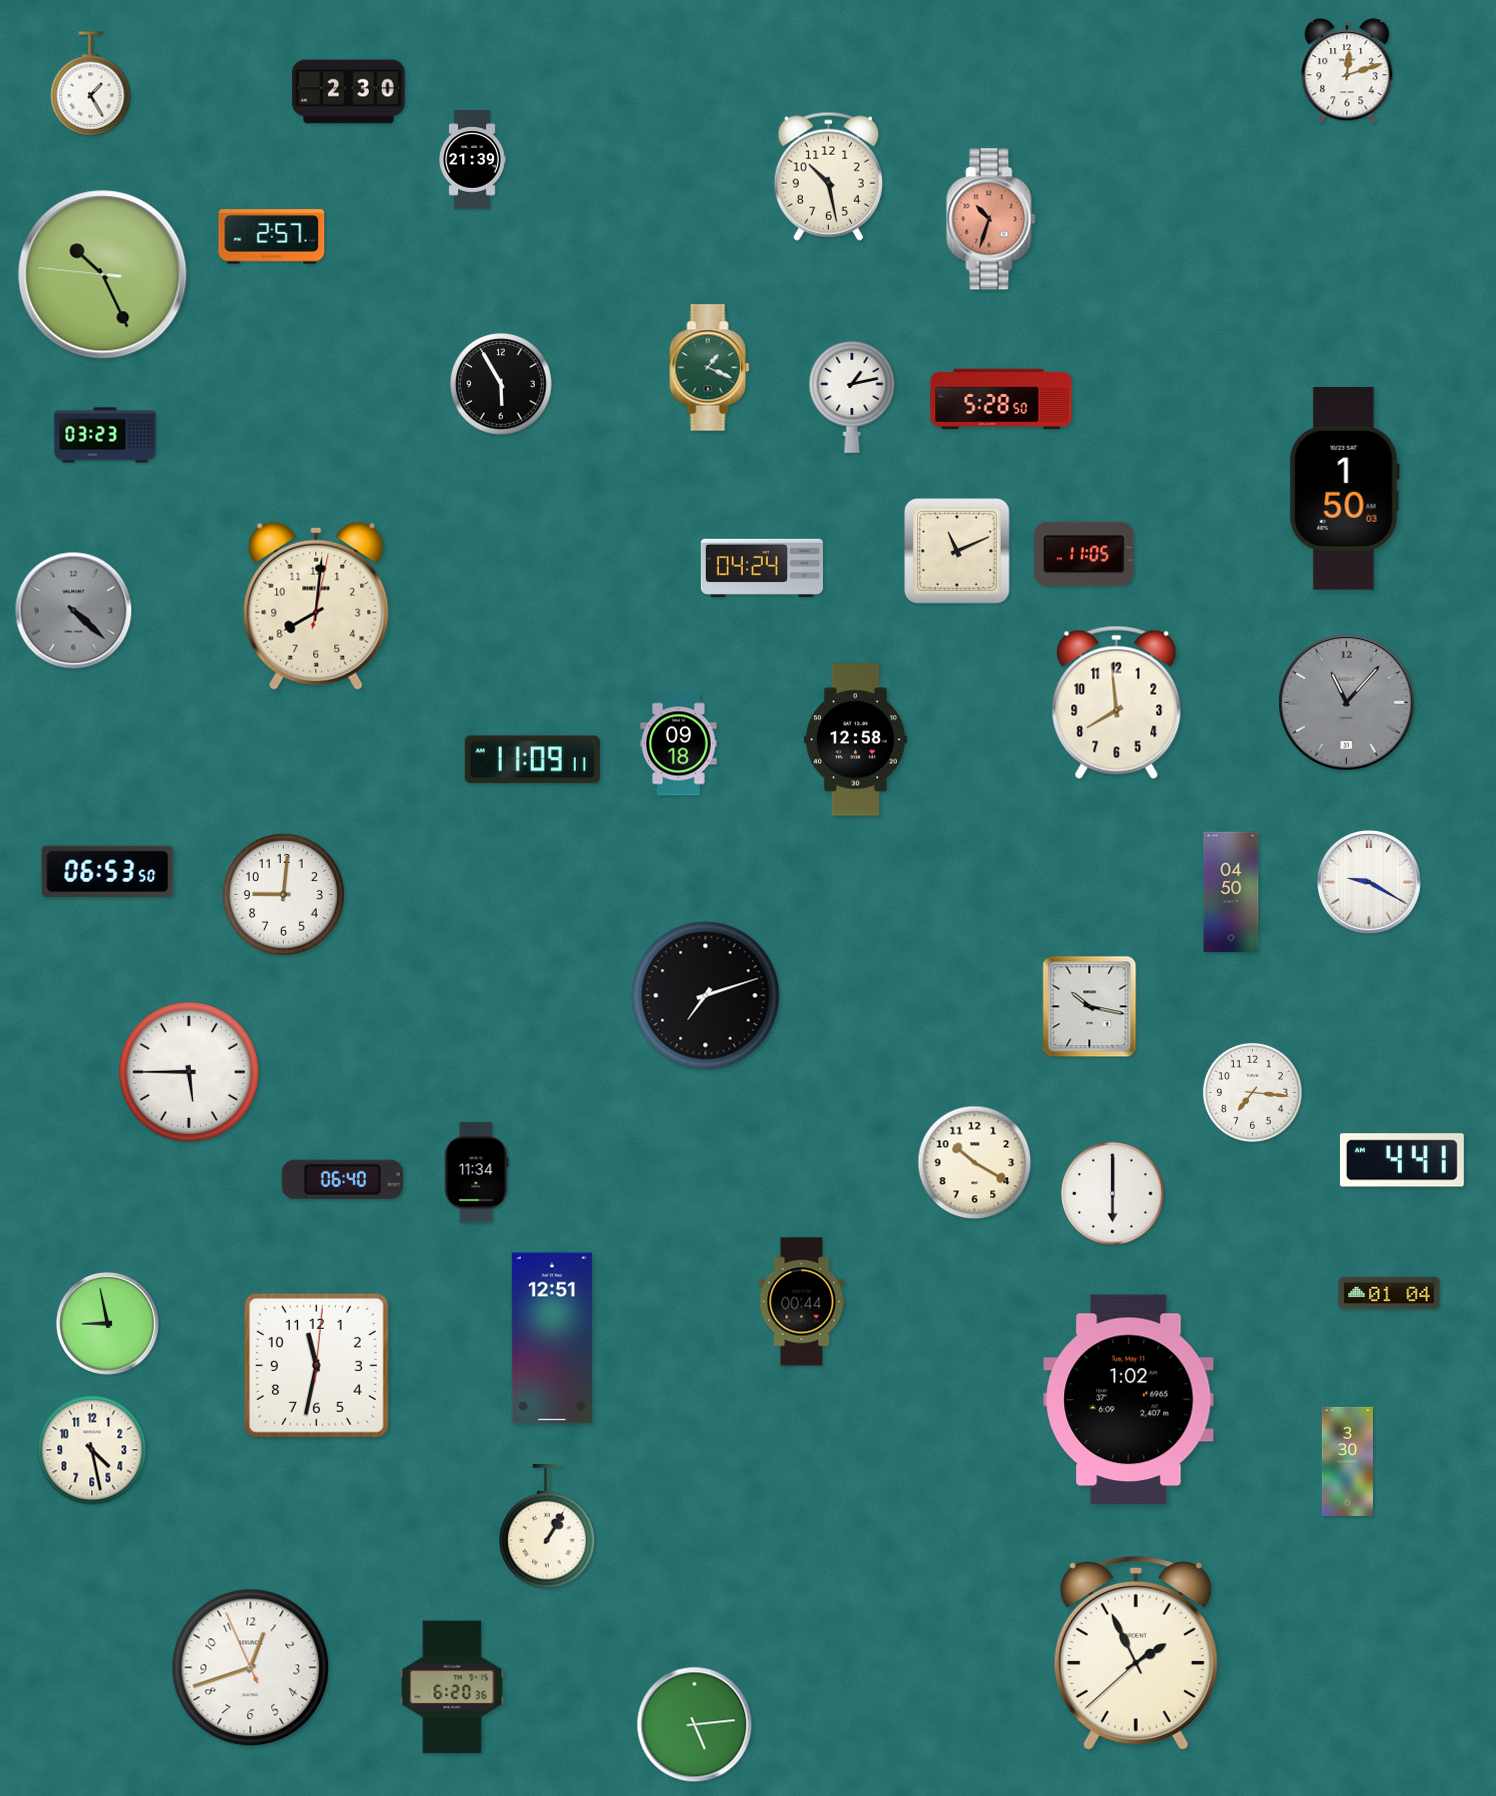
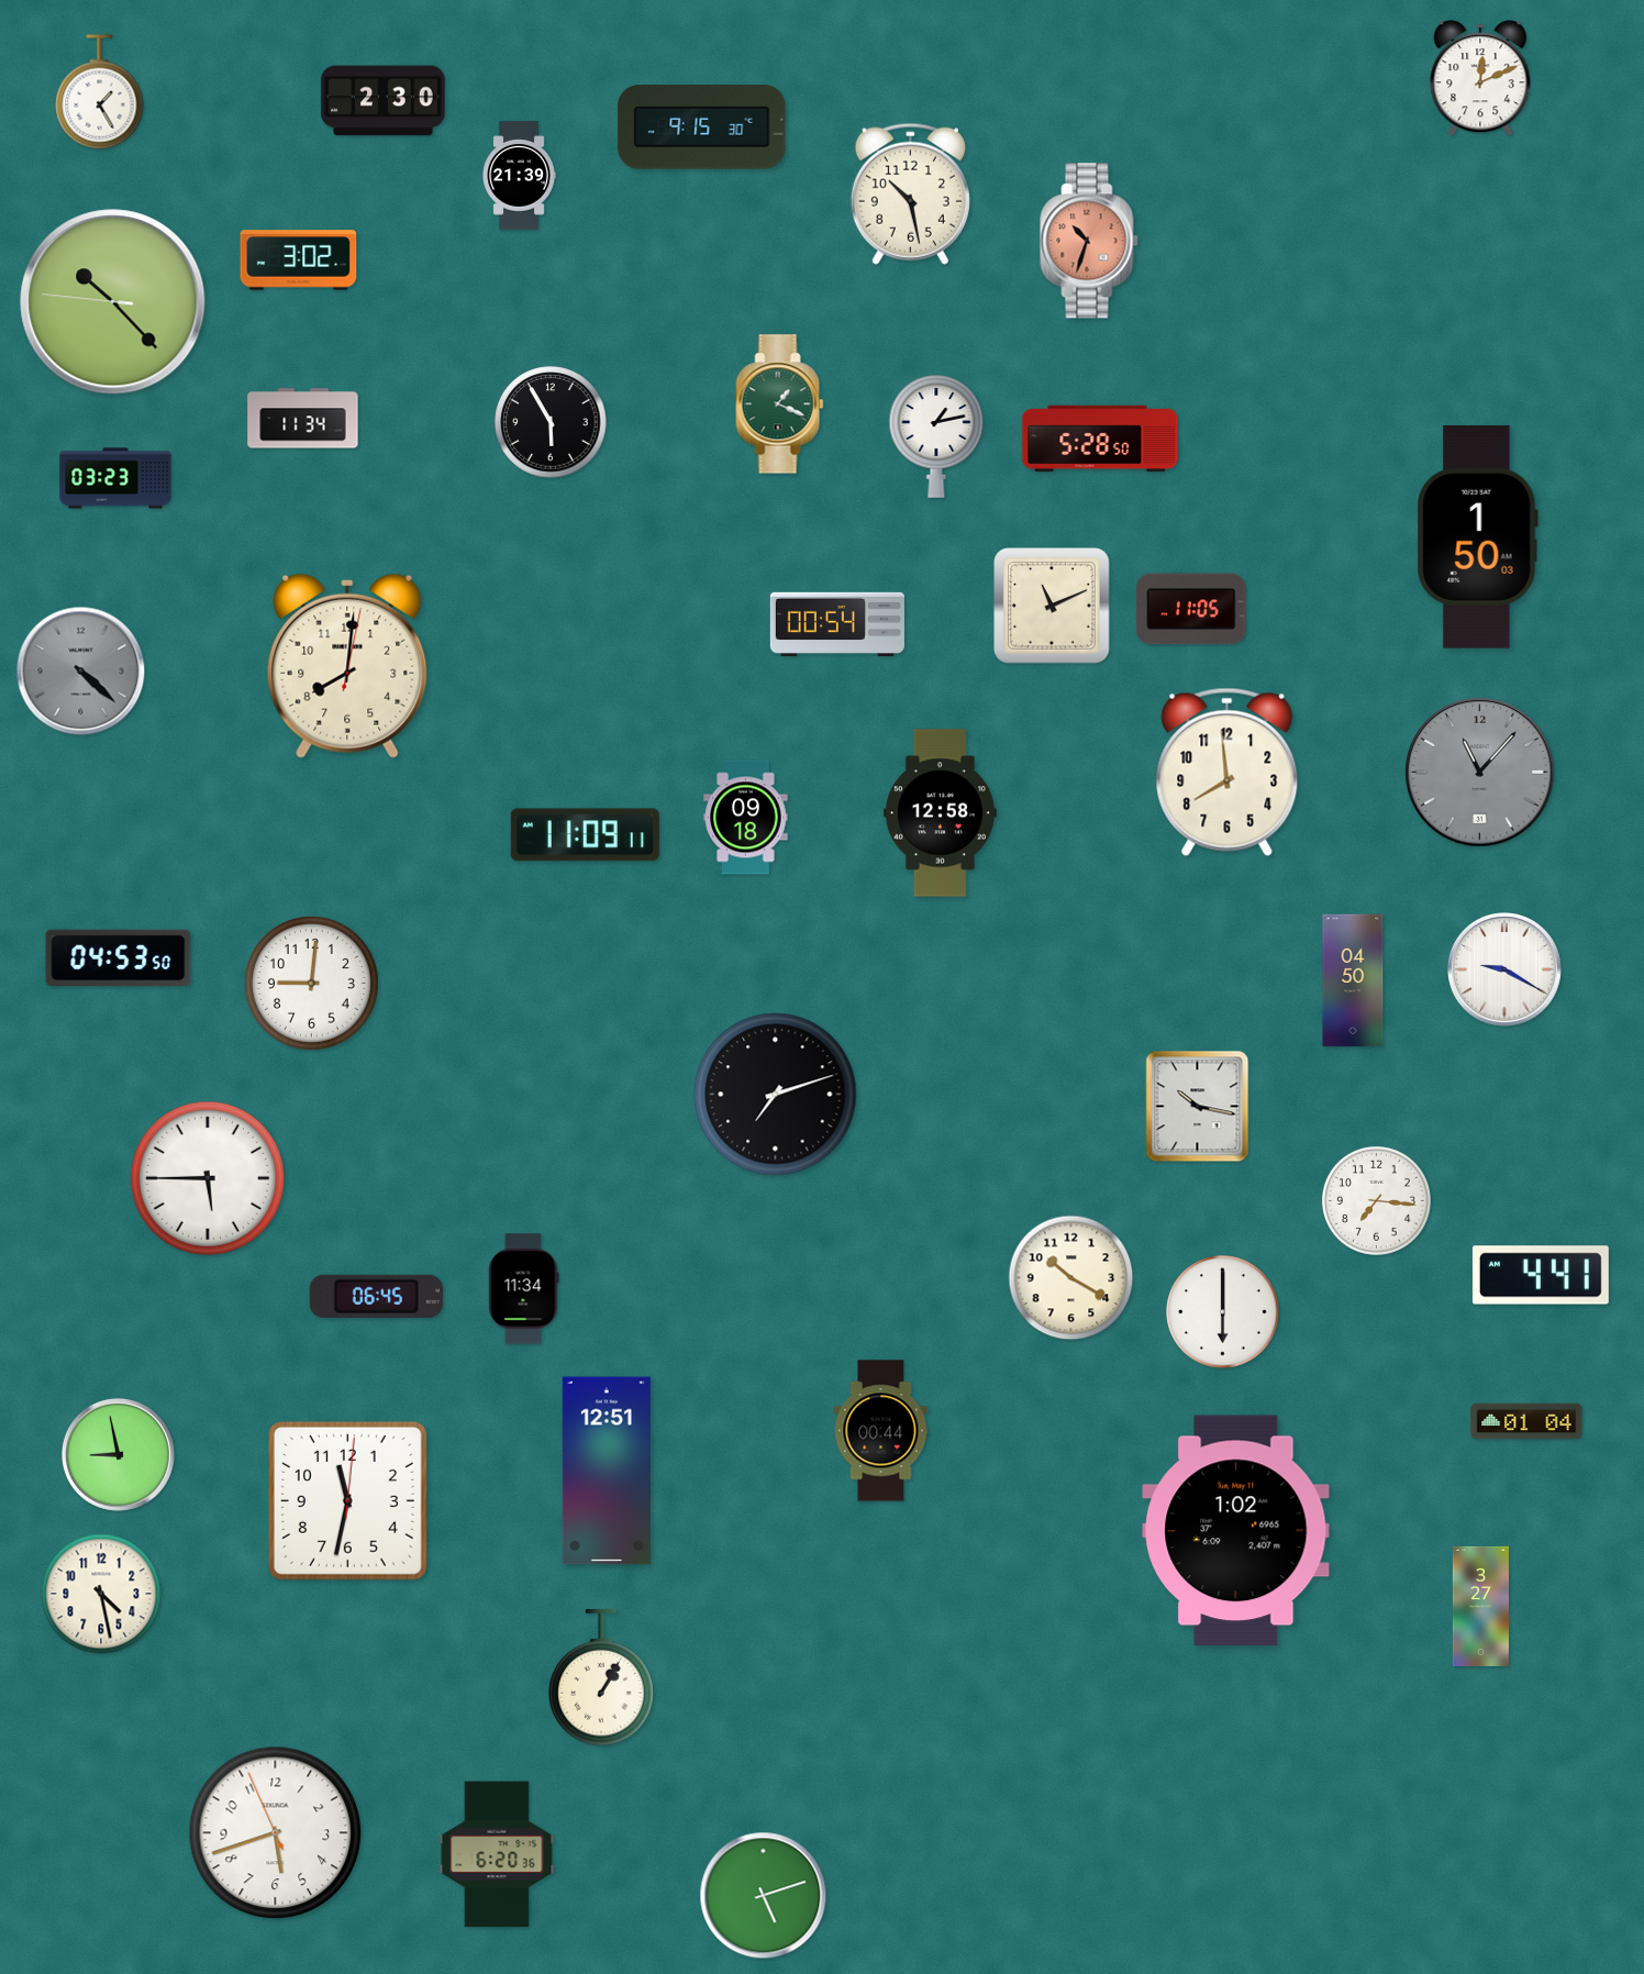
clock at (1347, 71): 12:12 -> 12:11
clock at (702, 127): none -> 9:15
clock at (272, 237): 2:57 -> 3:02
clock at (103, 275): 10:25 -> 10:22
clock at (303, 419): none -> 11:34
clock at (762, 568): 04:24 -> 00:54
clock at (108, 872): 06:53 -> 04:53
clock at (342, 1179): 06:40 -> 06:45
clock at (1129, 1400) position: (1129, 1400) -> (1236, 1531)
clock at (1347, 1461): 3:30 -> 3:27
clock at (1136, 1653): 1:55 -> none
clock at (251, 1668): 12:41 -> 5:41
clock at (695, 1725): 5:14 -> 5:12
